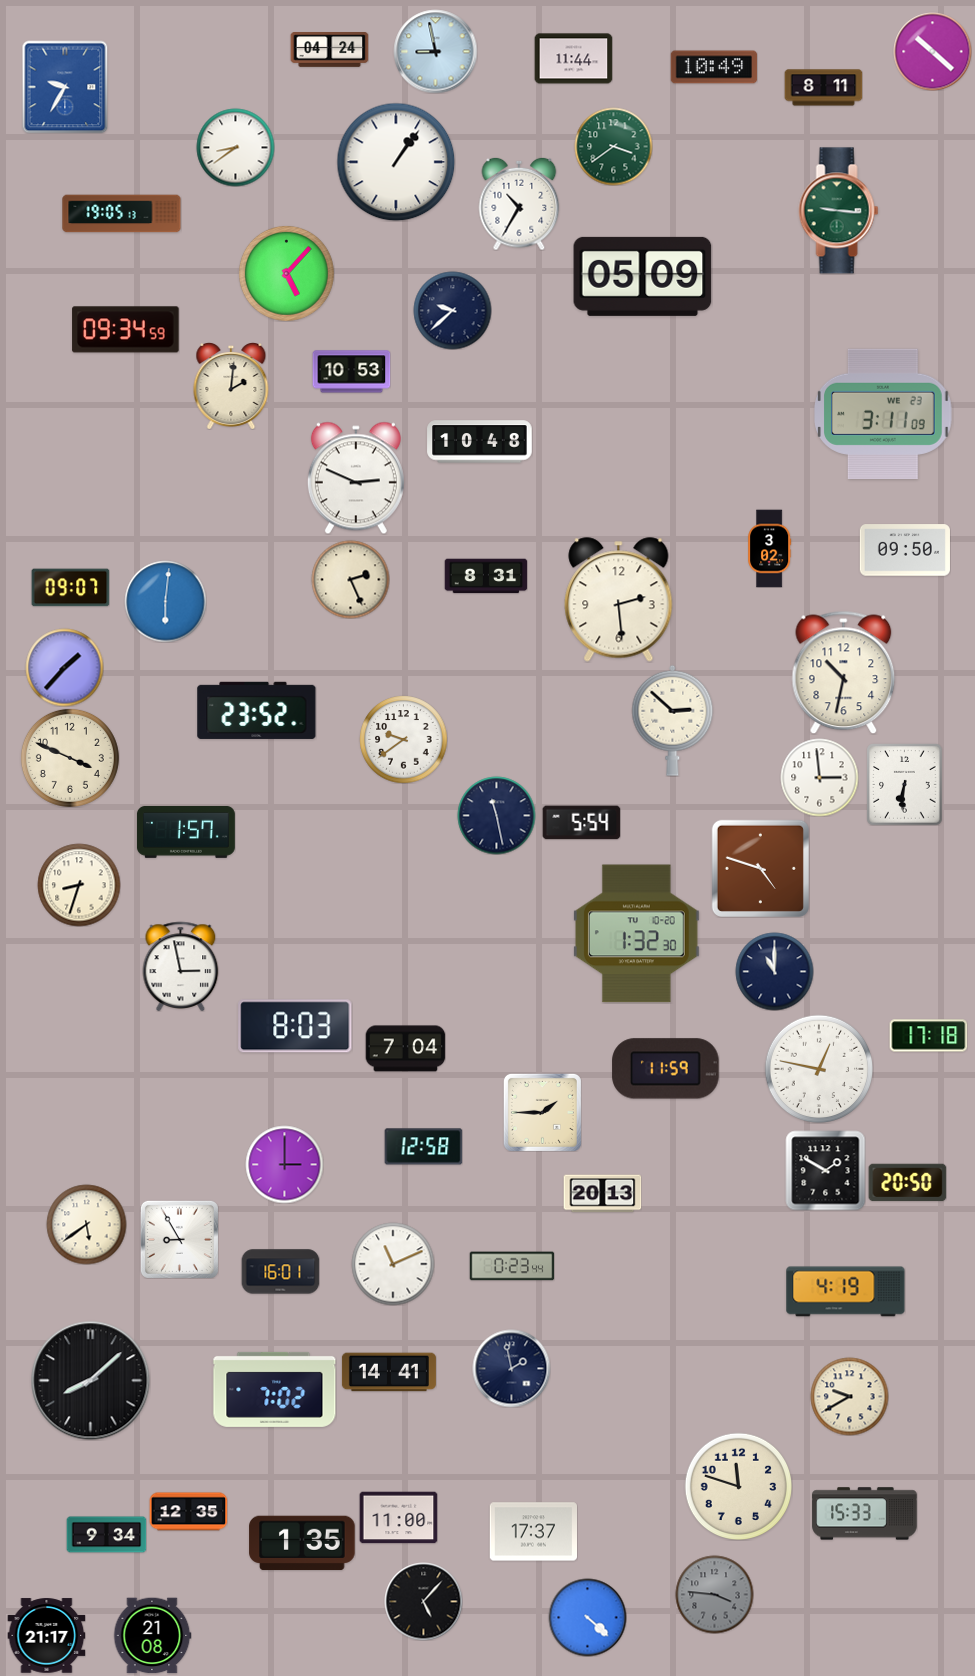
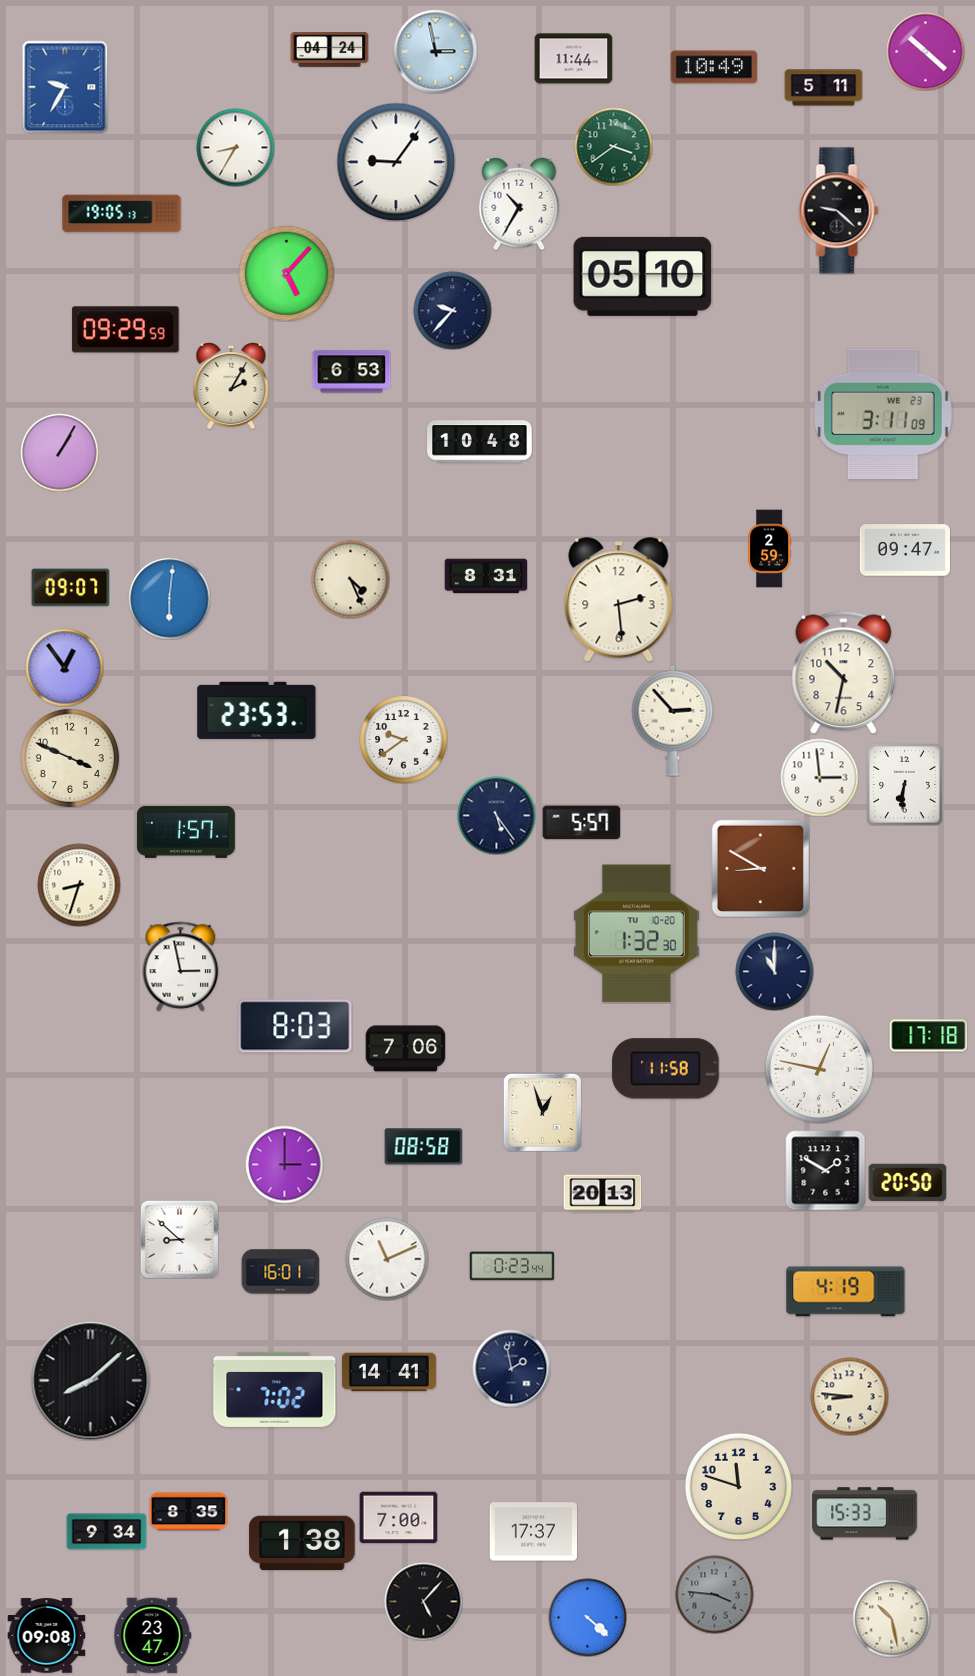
clock at (435, 51): 8:58 -> 2:58
clock at (932, 51) position: (932, 51) -> (925, 51)
clock at (823, 88): 8:11 -> 5:11
clock at (235, 147): 8:39 -> 8:35
clock at (396, 162): 1:06 -> 9:06
clock at (839, 211): 9:16 -> 9:22
clock at (839, 211) dial: green -> black
clock at (643, 276): 05:09 -> 05:10
clock at (452, 310): 9:38 -> 9:37
clock at (126, 330): 09:34 -> 09:29
clock at (351, 372): 10:53 -> 6:53
clock at (231, 386): 2:01 -> 2:05
clock at (59, 452): none -> 1:05
clock at (356, 478): 2:49 -> none
clock at (770, 548): 3:02 -> 2:59
clock at (905, 550): 09:50 -> 09:47
clock at (350, 579): 2:26 -> 4:26
clock at (165, 601) position: (165, 601) -> (169, 598)
clock at (64, 667): 1:37 -> 12:54
clock at (257, 710): 23:52 -> 23:53
clock at (673, 720): 2:52 -> 2:53
clock at (496, 815): 11:28 -> 5:24
clock at (581, 823): 5:54 -> 5:57
clock at (760, 868): 4:48 -> 8:50
clock at (405, 1049): 7:04 -> 7:06
clock at (666, 1069): 11:59 -> 11:58
clock at (542, 1112): 1:45 -> 12:57
clock at (423, 1147): 12:58 -> 08:58
clock at (86, 1224): 5:39 -> none
clock at (179, 1239): 8:55 -> 8:52
clock at (393, 1264) position: (393, 1264) -> (387, 1259)
clock at (849, 1396): 9:40 -> 8:46
clock at (188, 1512): 12:35 -> 8:35
clock at (398, 1518): 11:00 -> 7:00
clock at (106, 1535) position: (106, 1535) -> (106, 1532)
clock at (302, 1543): 1:35 -> 1:38
clock at (891, 1618): none -> 10:28
clock at (46, 1636): 21:17 -> 09:08
clock at (152, 1636): 21:08 -> 23:47
